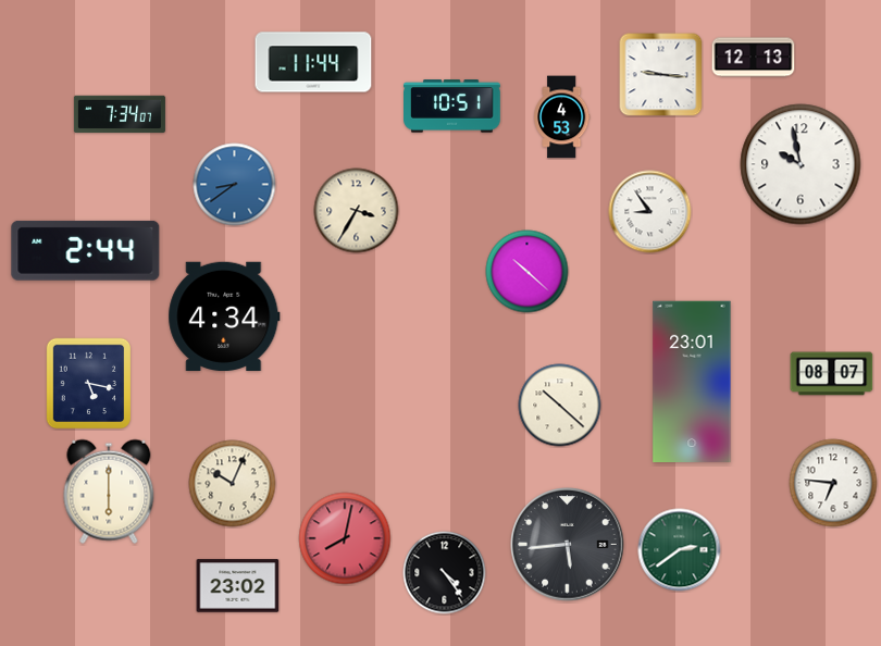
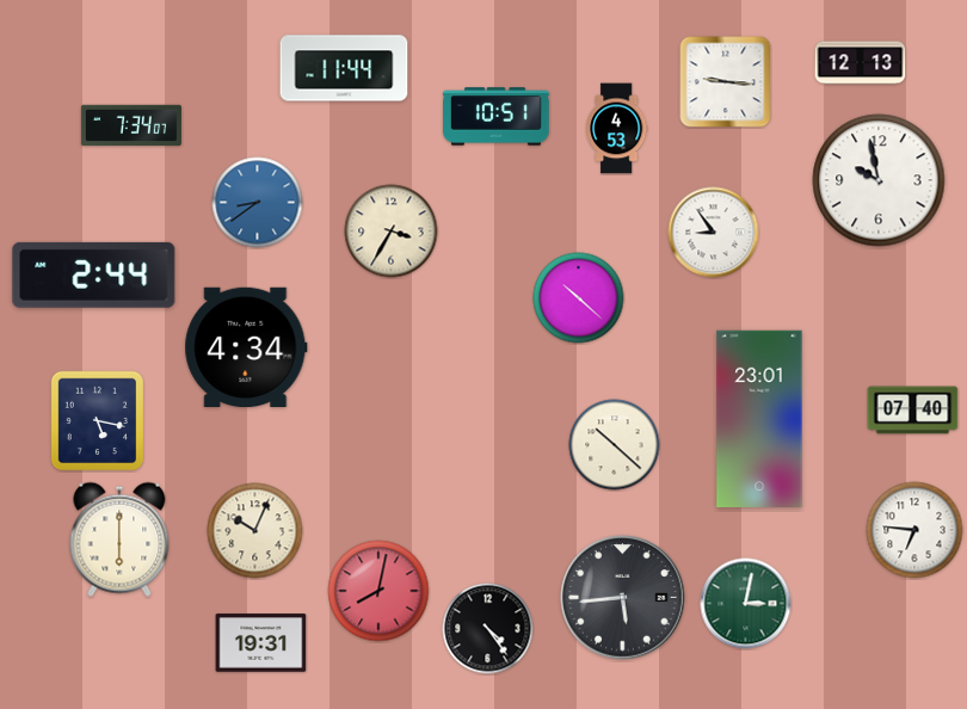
clock at (754, 58) position: (754, 58) -> (861, 63)
clock at (832, 374): 08:07 -> 07:40
clock at (680, 550): 2:39 -> 3:02
clock at (238, 586): 23:02 -> 19:31
